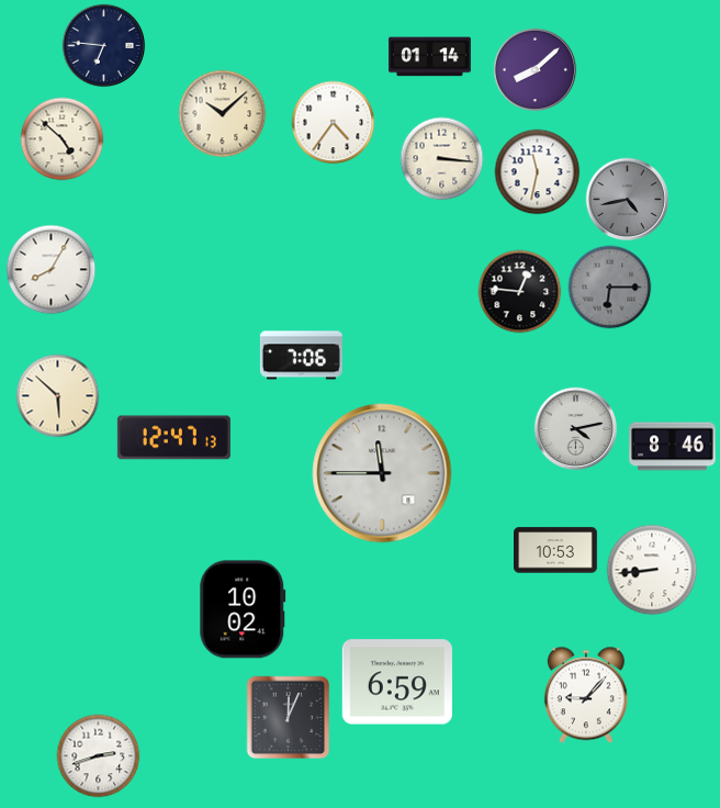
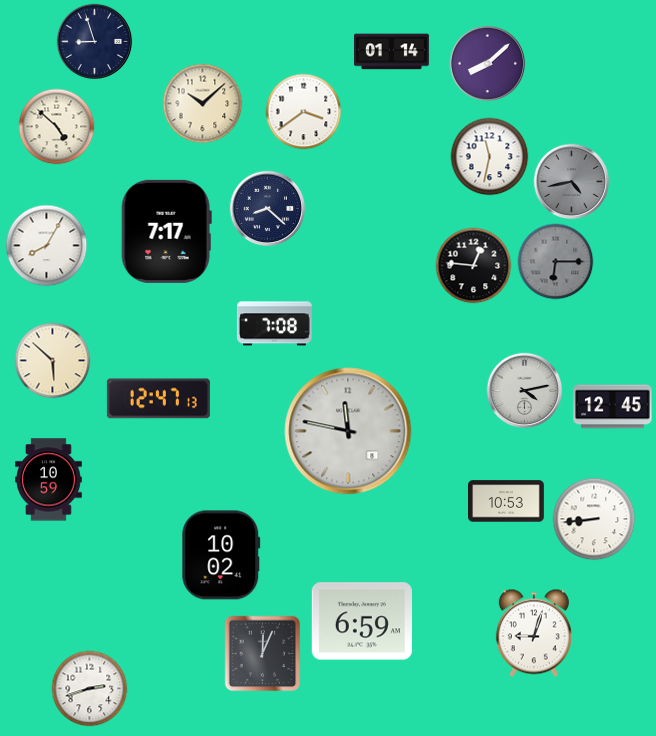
clock at (104, 46): 6:46 -> 8:57
clock at (334, 123): 4:36 -> 3:39
clock at (442, 159): 3:16 -> none
clock at (268, 209): none -> 8:22
clock at (166, 231): none -> 7:17
clock at (301, 356): 7:06 -> 7:08
clock at (673, 447): 8:46 -> 12:45
clock at (382, 473): 11:45 -> 11:47
clock at (49, 480): none -> 10:59
clock at (586, 695): 9:07 -> 9:03
